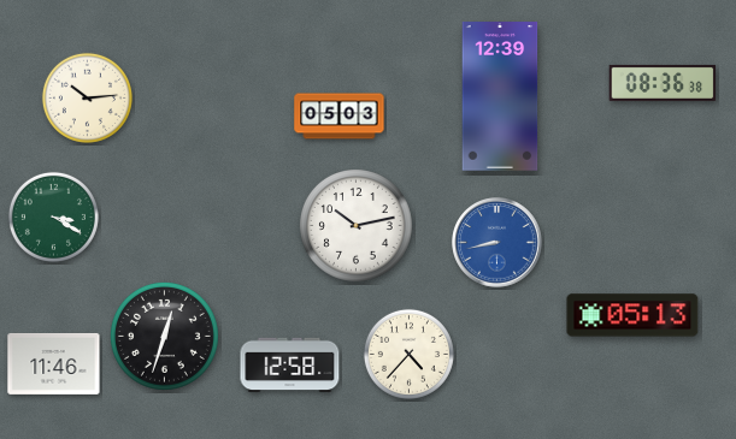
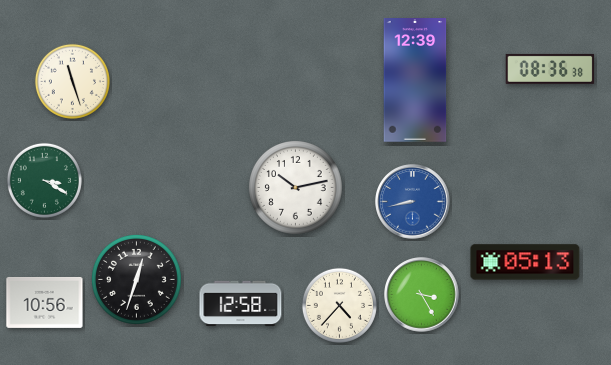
clock at (87, 97): 10:14 -> 11:27
clock at (340, 117): 05:03 -> none
clock at (408, 354) position: (408, 354) -> (339, 305)
clock at (422, 295): none -> 3:25
clock at (54, 363): 11:46 -> 10:56
